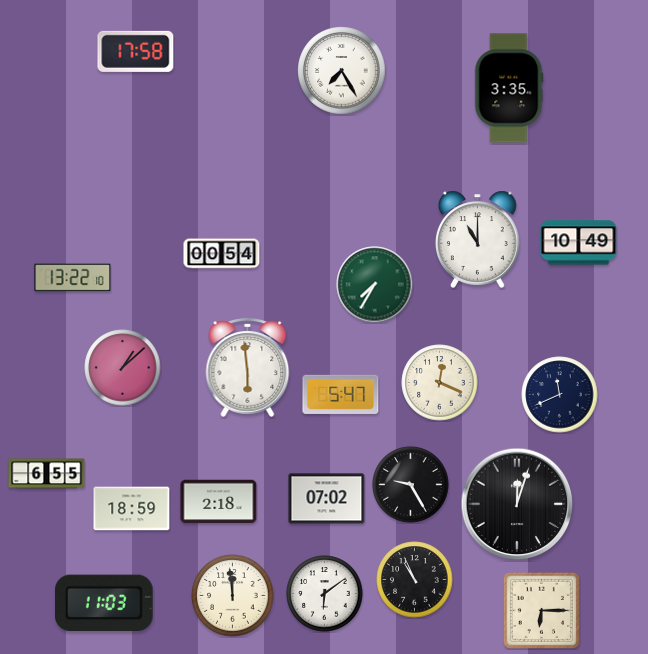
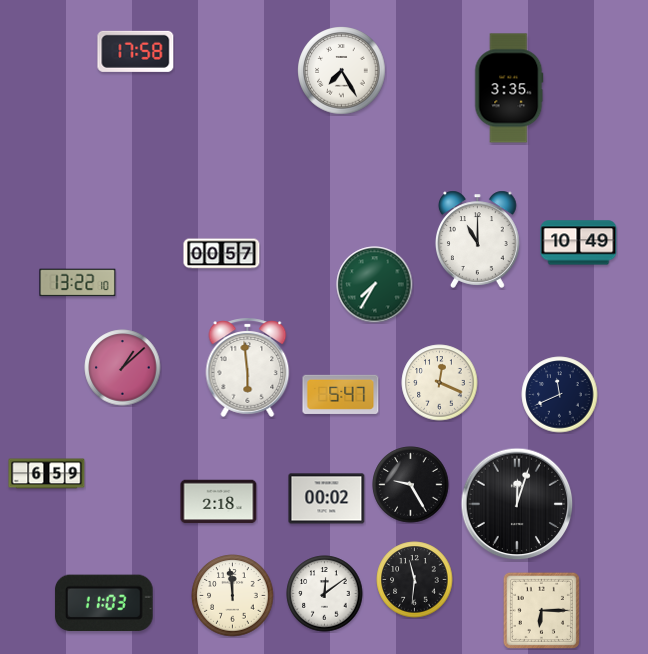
clock at (222, 254): 00:54 -> 00:57
clock at (73, 278) position: (73, 278) -> (78, 283)
clock at (47, 474): 6:55 -> 6:59
clock at (327, 499): 07:02 -> 00:02
clock at (132, 509): 18:59 -> none
clock at (415, 580): 10:56 -> 11:31
clock at (325, 594): 6:09 -> 12:09
